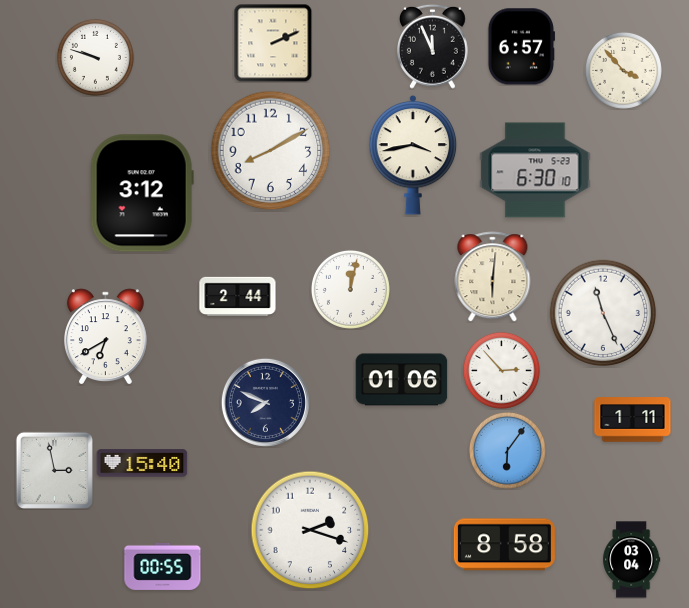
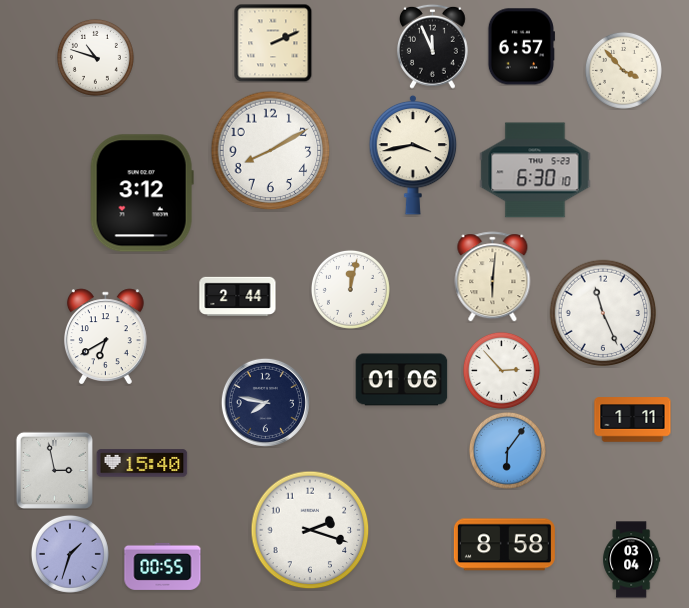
clock at (95, 57): 9:48 -> 10:48
clock at (265, 402): 7:49 -> 7:47
clock at (70, 554): none -> 1:33
